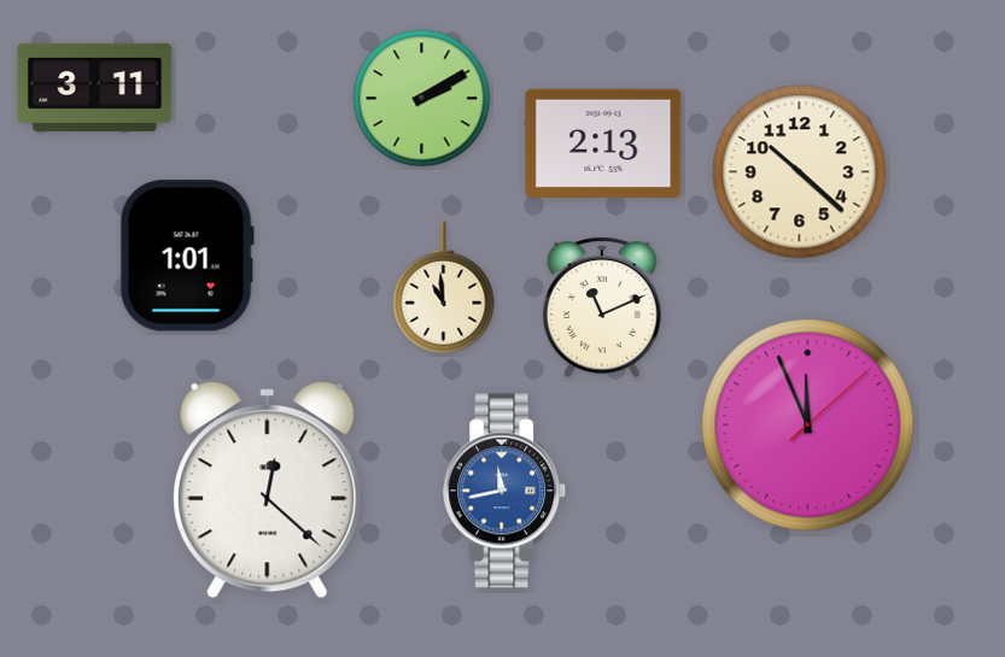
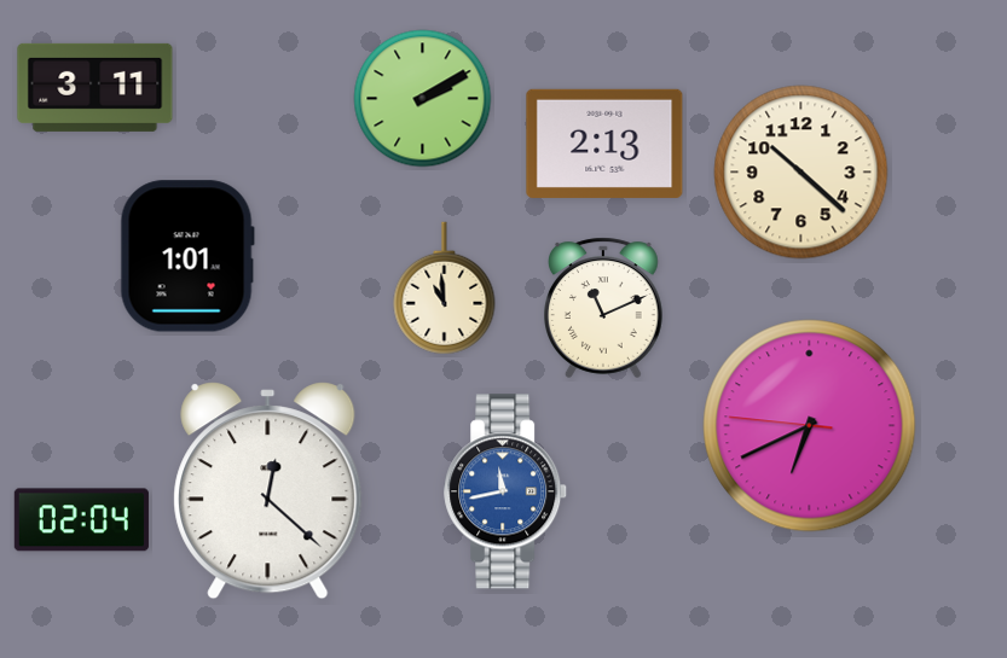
clock at (808, 426): 11:56 -> 6:40
clock at (81, 520): none -> 02:04
